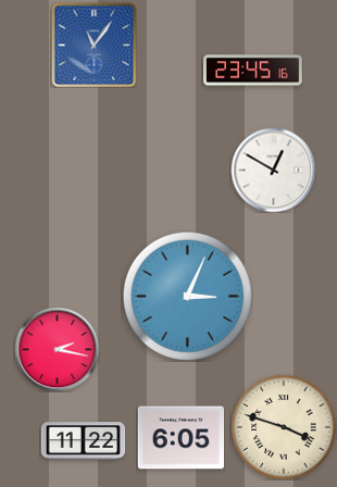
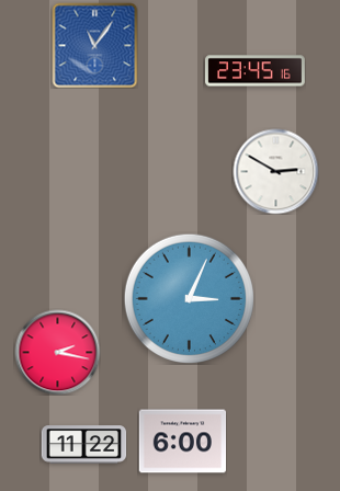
clock at (273, 170): 12:50 -> 2:50
clock at (284, 427): 3:48 -> none
clock at (180, 438): 6:05 -> 6:00
